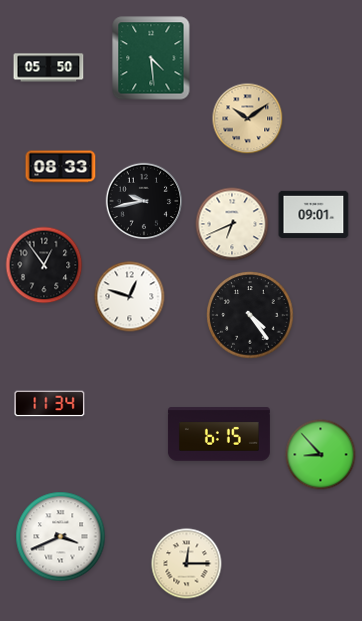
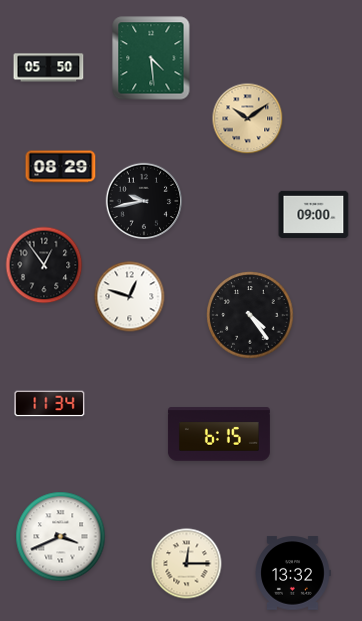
clock at (61, 167): 08:33 -> 08:29
clock at (314, 214): 09:01 -> 09:00
clock at (232, 224): 6:41 -> none
clock at (321, 455): 8:53 -> none
clock at (293, 573): none -> 13:32
